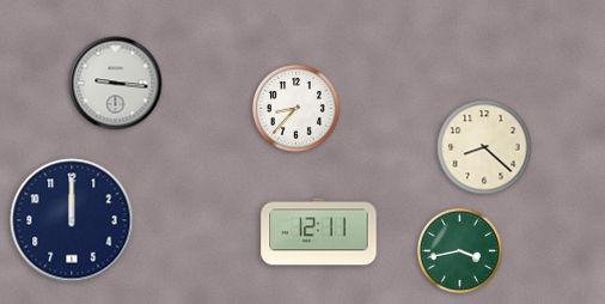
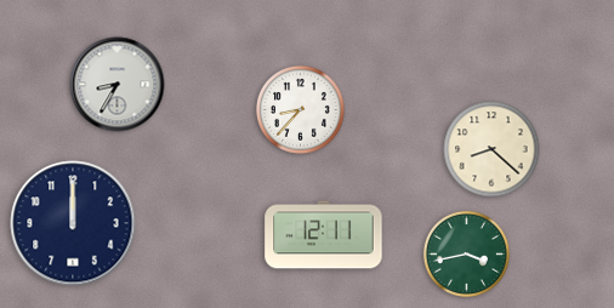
clock at (116, 84): 9:16 -> 8:35
